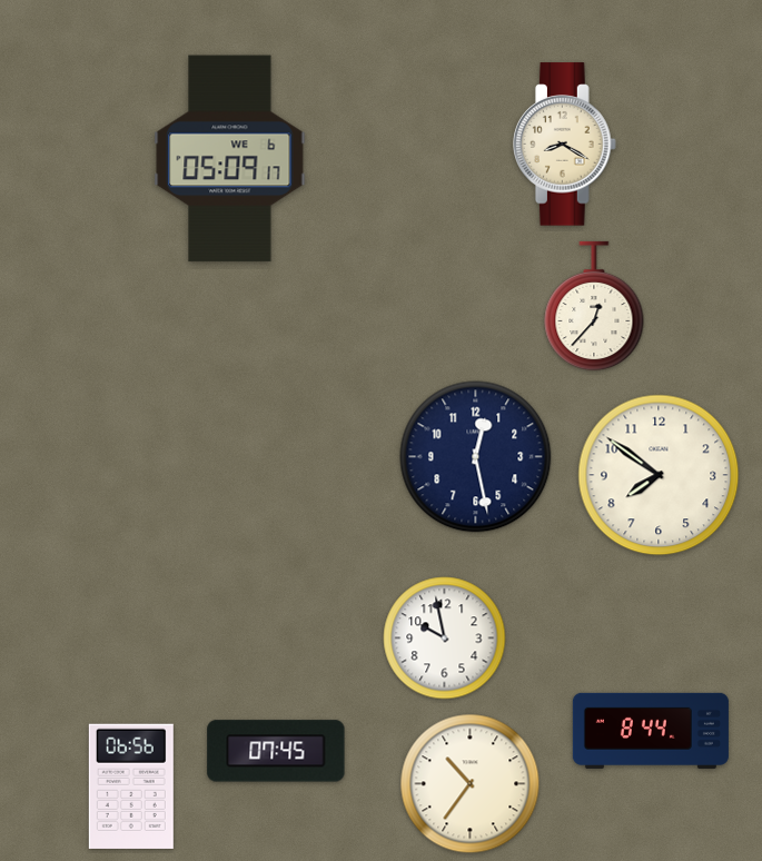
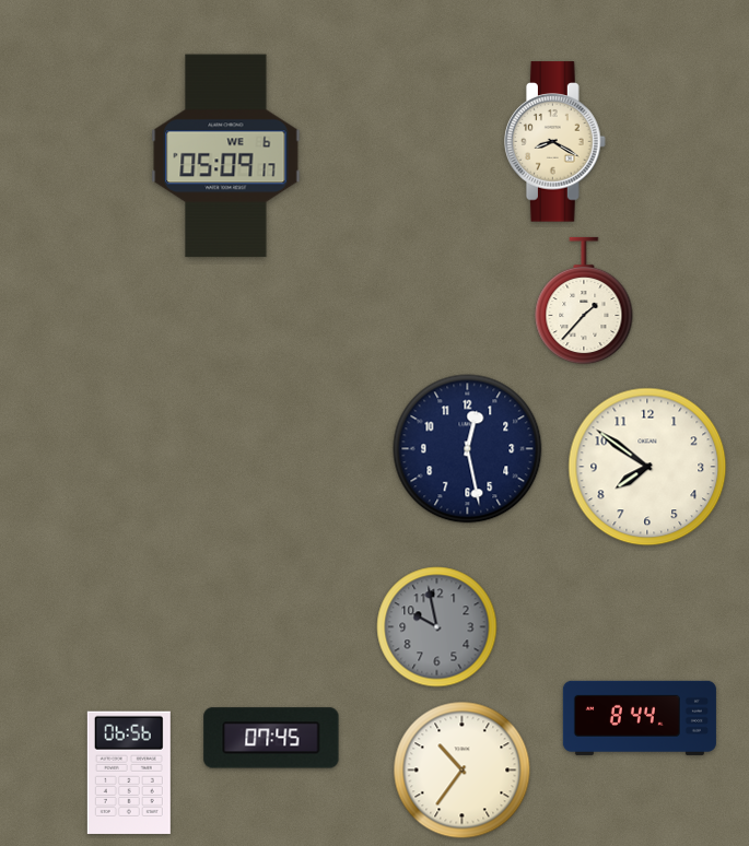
clock at (594, 306): 12:37 -> 1:37
clock at (445, 639) dial: white -> grey
